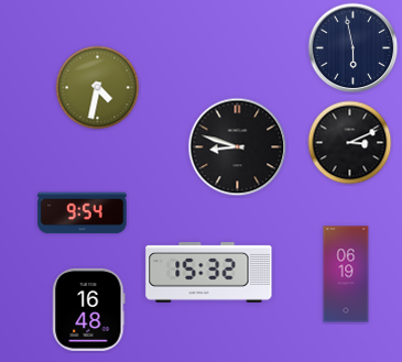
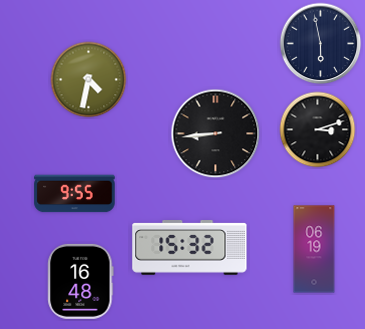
clock at (350, 143): 3:11 -> 3:12
clock at (238, 147): 8:48 -> 8:44
clock at (83, 213): 9:54 -> 9:55
